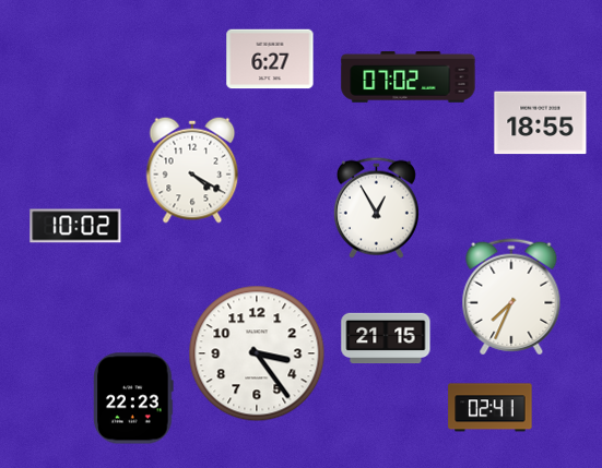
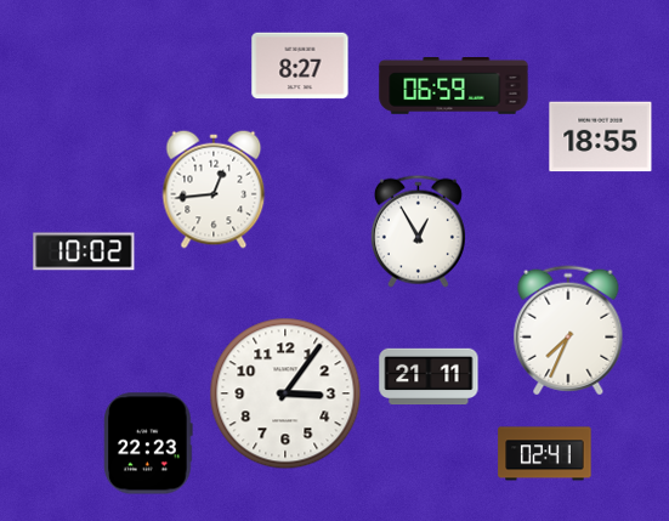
clock at (270, 59): 6:27 -> 8:27
clock at (409, 77): 07:02 -> 06:59
clock at (192, 170): 4:20 -> 12:44
clock at (386, 338): 21:15 -> 21:11
clock at (257, 353): 3:24 -> 3:06
